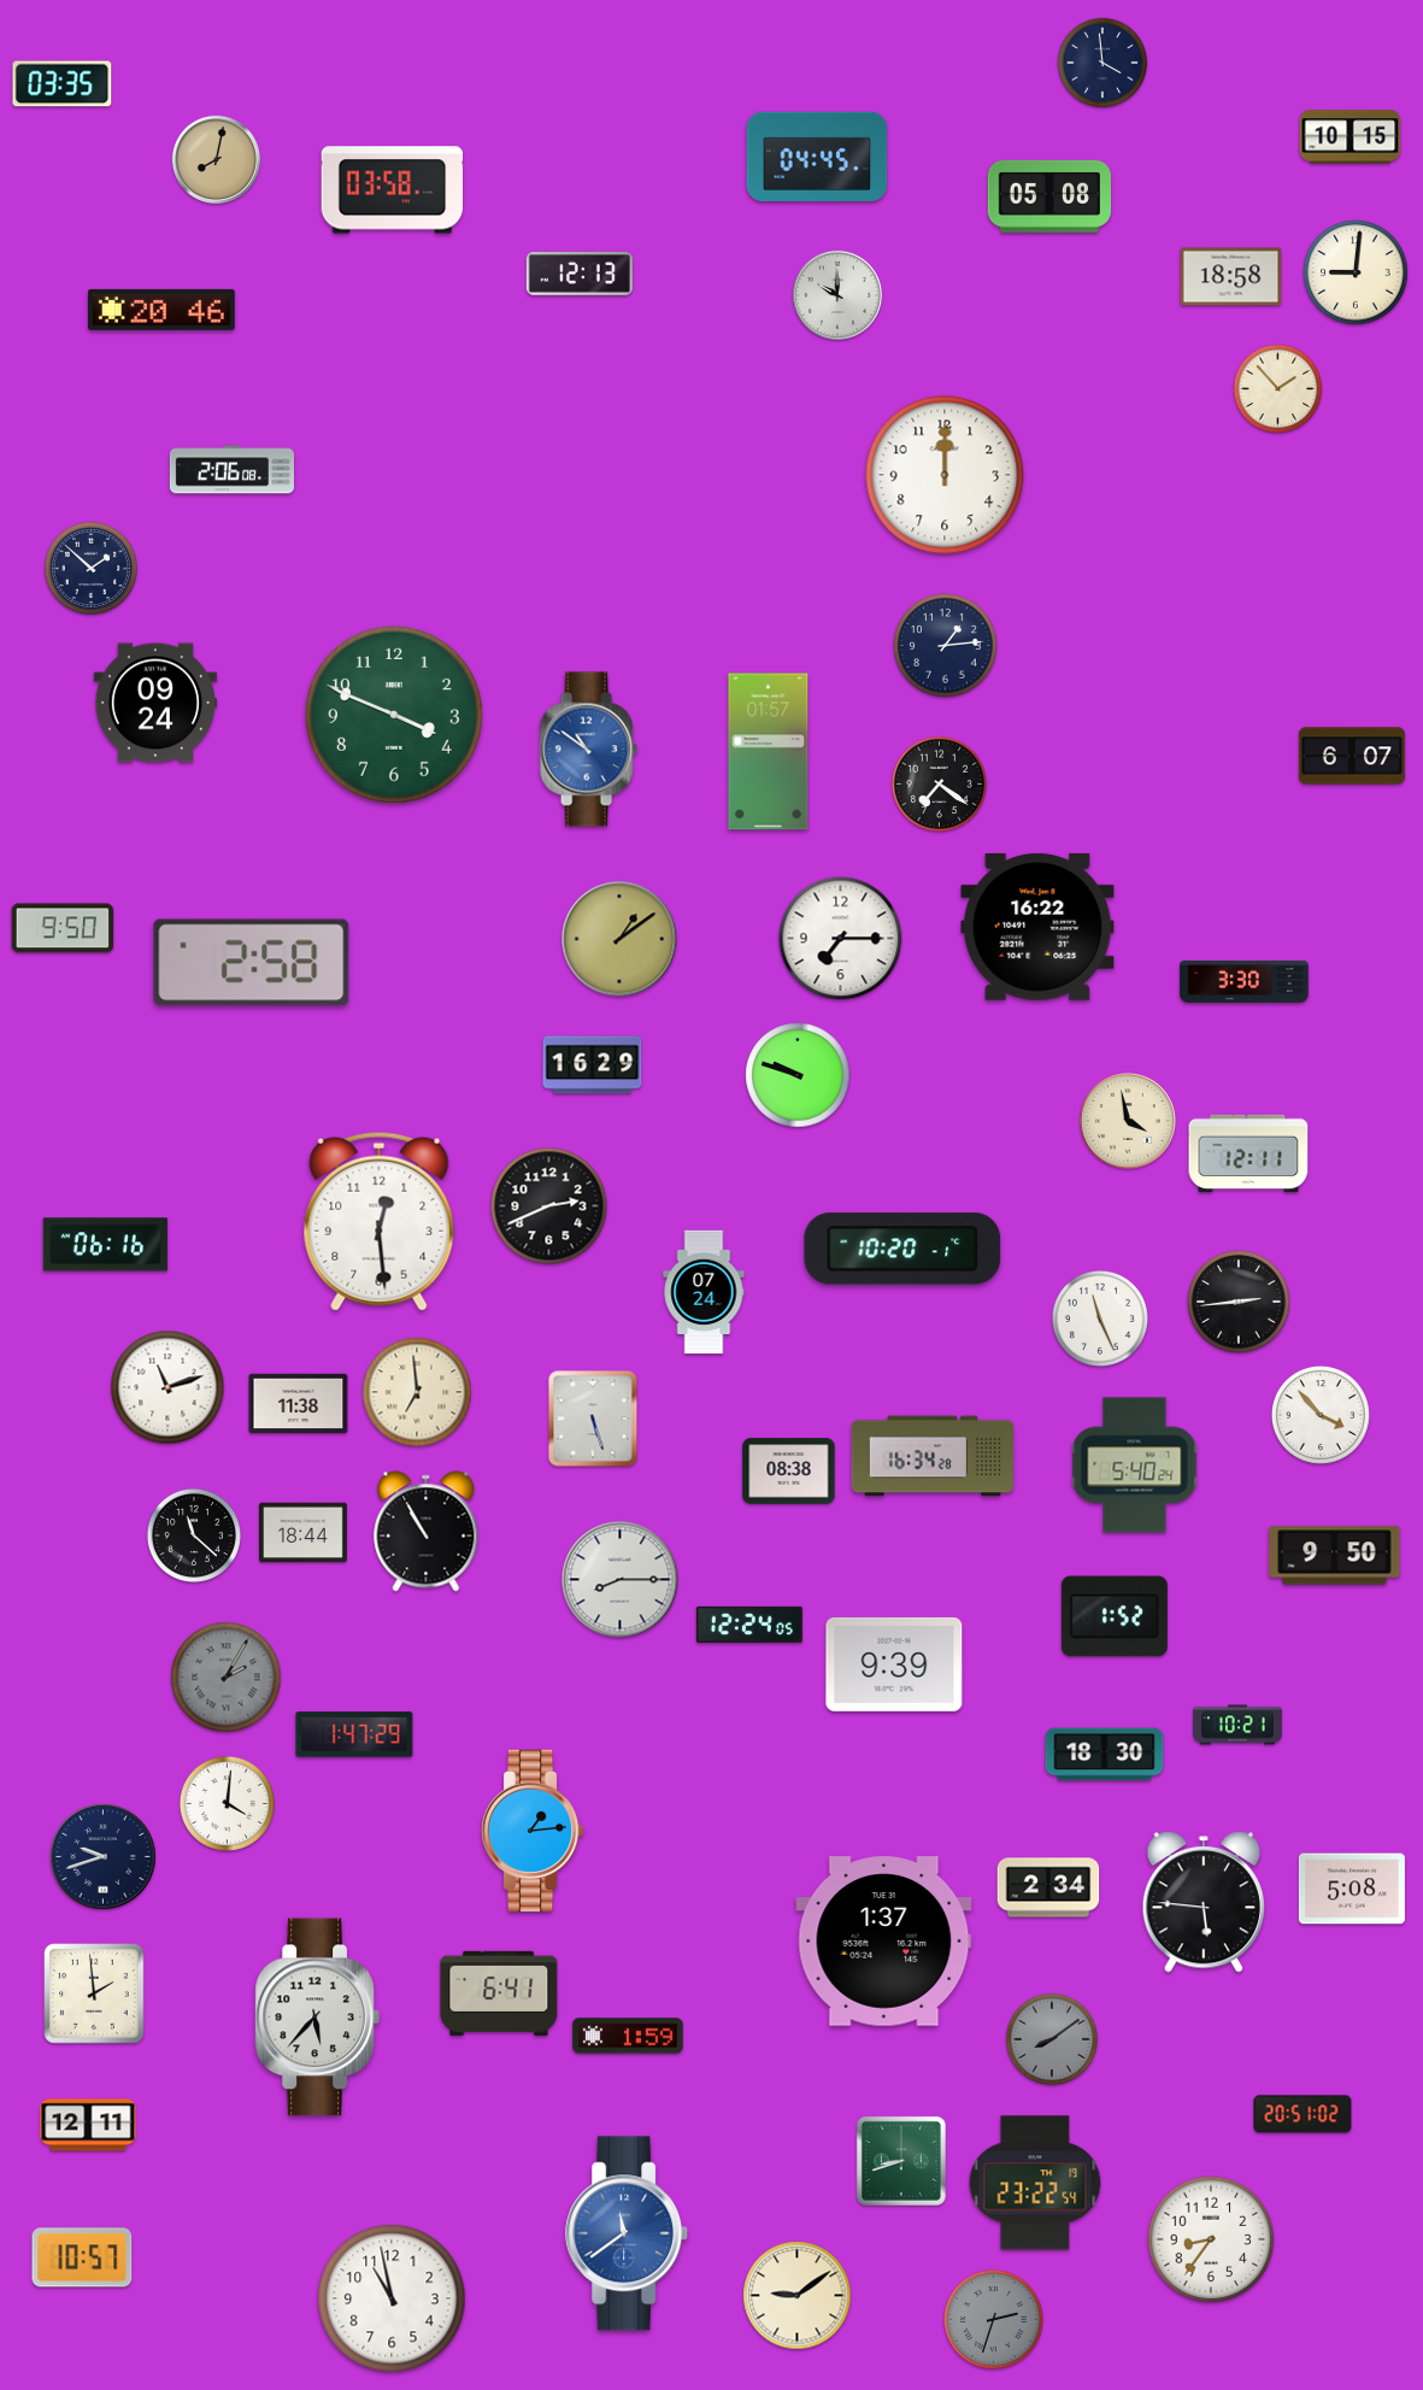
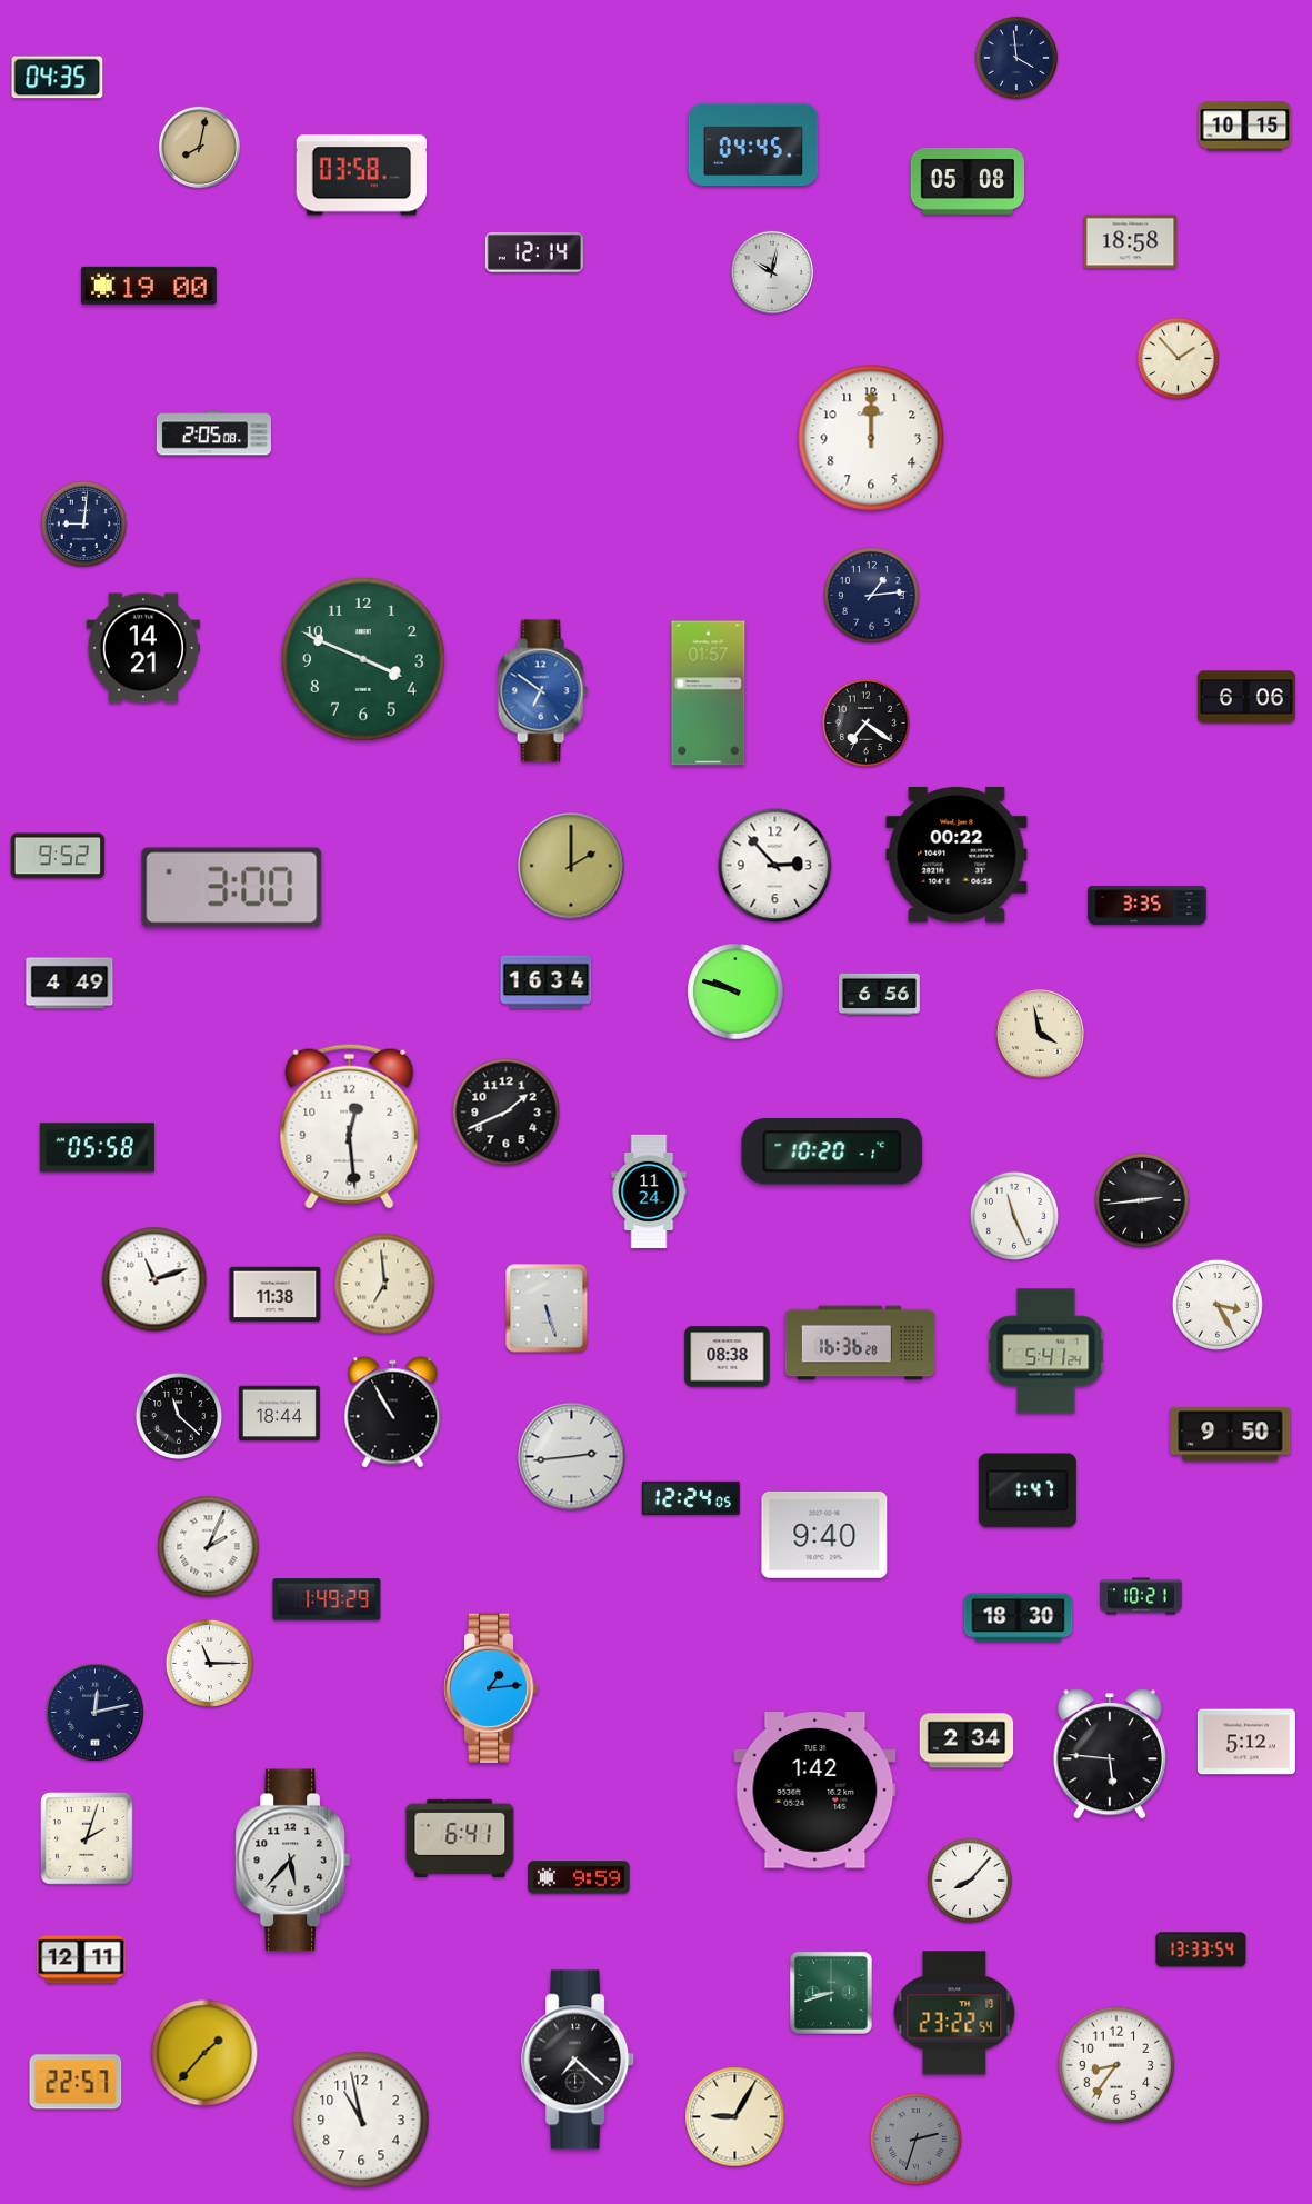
clock at (63, 84): 03:35 -> 04:35
clock at (1356, 272): 9:01 -> none
clock at (580, 275): 12:13 -> 12:14
clock at (1231, 277) position: (1231, 277) -> (1131, 242)
clock at (837, 295): 10:00 -> 10:02
clock at (161, 310): 20:46 -> 19:00
clock at (231, 470): 2:06 -> 2:05
clock at (92, 569): 1:52 -> 9:01
clock at (154, 703): 09:24 -> 14:21
clock at (588, 750): 10:51 -> 6:51
clock at (1352, 756): 6:07 -> 6:06
clock at (1037, 927): 16:22 -> 00:22
clock at (63, 928): 9:50 -> 9:52
clock at (619, 939): 1:09 -> 2:00
clock at (841, 939): 7:15 -> 2:53
clock at (252, 963): 2:58 -> 3:00
clock at (1245, 981): 3:30 -> 3:35
clock at (593, 1065): 16:29 -> 16:34
clock at (70, 984): none -> 4:49
clock at (879, 994): none -> 6:56
clock at (1248, 1153): 12:11 -> none
clock at (549, 1206): 2:41 -> 1:41
clock at (105, 1245): 06:16 -> 05:58
clock at (704, 1292): 07:24 -> 11:24
clock at (1321, 1415): 3:53 -> 3:25
clock at (933, 1456): 16:34 -> 16:36
clock at (1135, 1466): 5:40 -> 5:41
clock at (621, 1580): 8:15 -> 2:44
clock at (1115, 1616): 1:52 -> 1:47
clock at (894, 1664): 9:39 -> 9:40
clock at (227, 1678): 2:05 -> 2:04
clock at (227, 1678) dial: grey -> white
clock at (1237, 1725) position: (1237, 1725) -> (1141, 1596)
clock at (354, 1734): 1:47 -> 1:49
clock at (227, 1803): 4:01 -> 11:15
clock at (104, 1857): 9:42 -> 12:13
clock at (1352, 1889): 5:08 -> 5:12
clock at (884, 1942): 1:37 -> 1:42
clock at (94, 1993): 1:59 -> 2:03
clock at (628, 2036): 1:59 -> 9:59
clock at (1052, 2039): 8:09 -> 8:07
clock at (1052, 2039) dial: grey -> white
clock at (1303, 2114): 20:51 -> 13:33
clock at (204, 2053): none -> 1:37
clock at (628, 2233): 11:39 -> 7:22
clock at (628, 2233) dial: blue -> black
clock at (82, 2257): 10:57 -> 22:57
clock at (798, 2296): 9:09 -> 9:05
